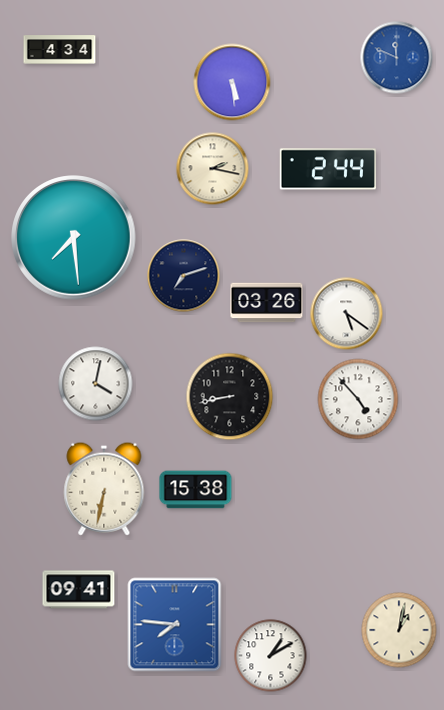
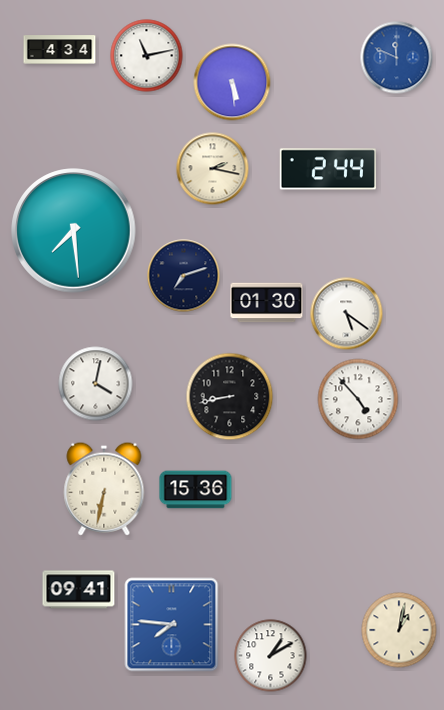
clock at (147, 56): none -> 11:13
clock at (74, 238) position: (74, 238) -> (74, 231)
clock at (267, 303): 03:26 -> 01:30
clock at (196, 490): 15:38 -> 15:36
clock at (175, 625) position: (175, 625) -> (172, 625)
